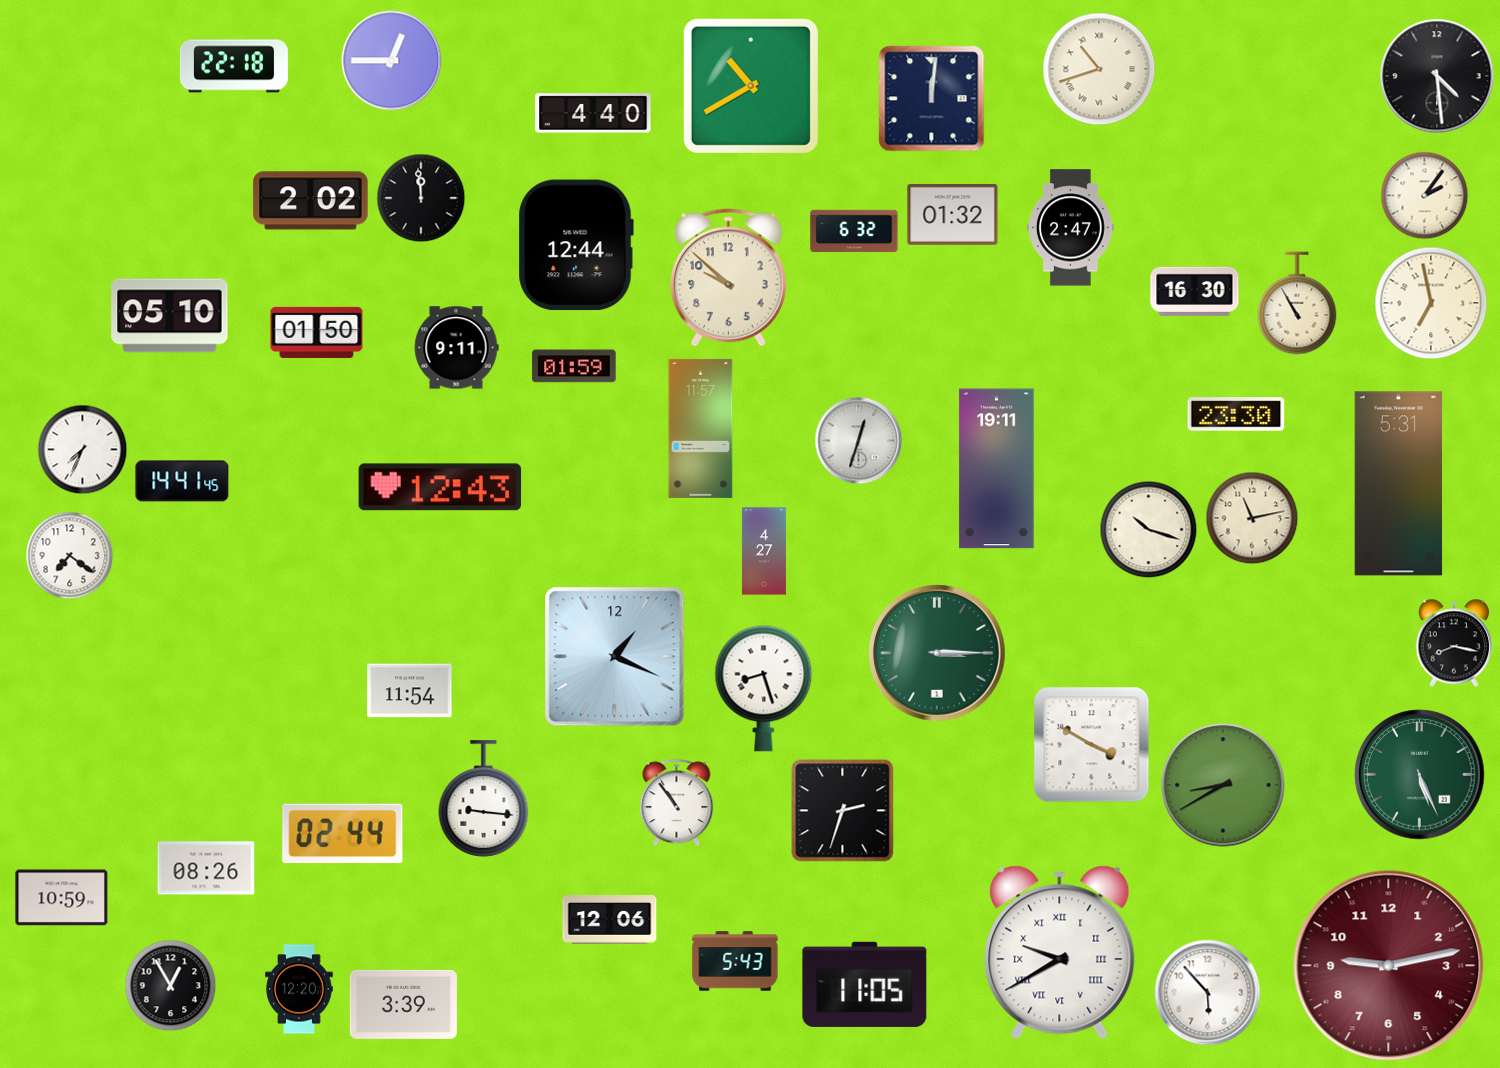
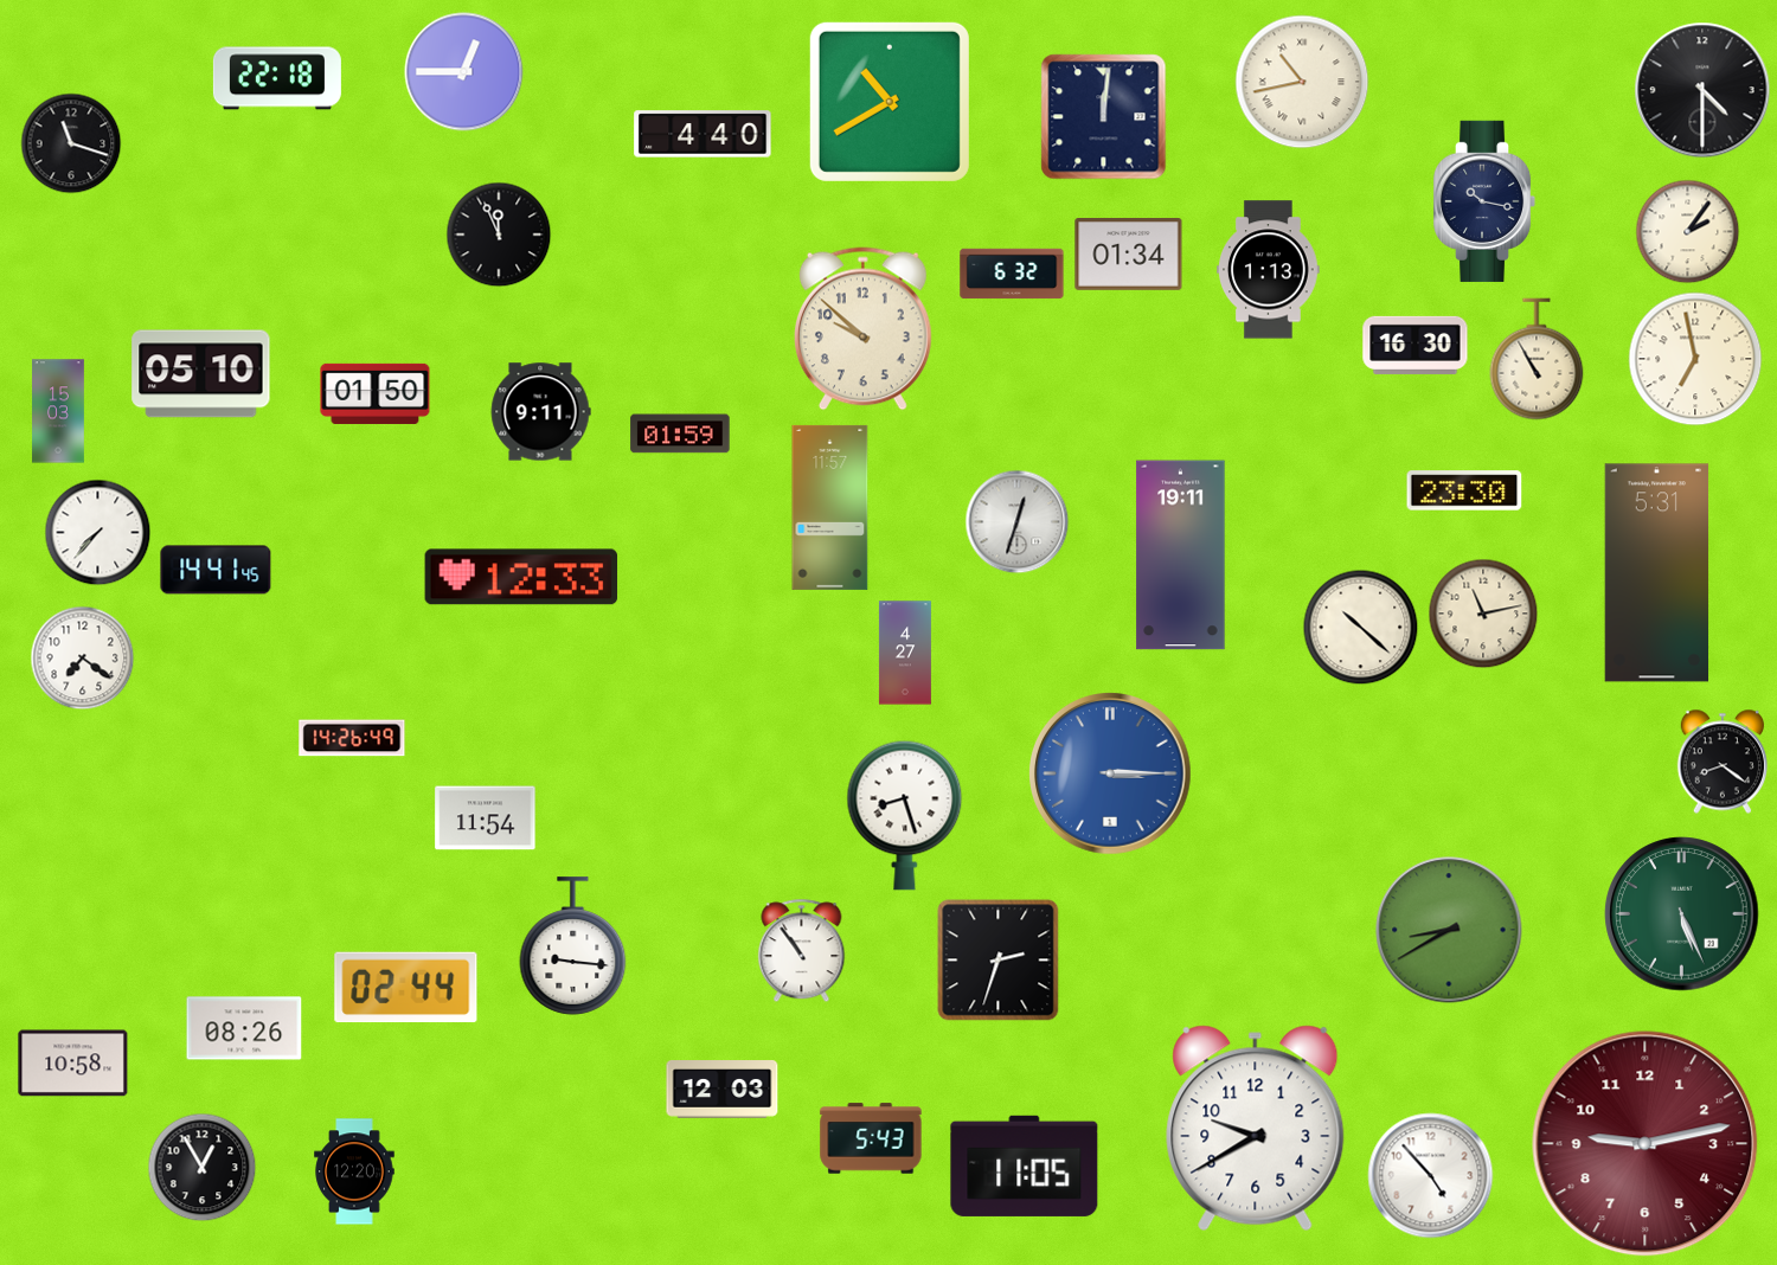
clock at (1099, 69): 10:42 -> 10:43
clock at (1437, 76): 4:29 -> 4:30
clock at (71, 143): none -> 11:18
clock at (1484, 201): none -> 10:17
clock at (421, 198): 11:59 -> 11:56
clock at (311, 201): 2:02 -> none
clock at (953, 215): 01:32 -> 01:34
clock at (1071, 228): 2:47 -> 1:13
clock at (576, 245): 12:44 -> none
clock at (58, 411): none -> 15:03
clock at (83, 450): 7:34 -> 7:37
clock at (440, 487): 12:43 -> 12:33
clock at (1149, 530): 10:18 -> 10:22
clock at (352, 738): none -> 14:26
clock at (1453, 643): 8:17 -> 8:21
clock at (938, 654) dial: green -> blue
clock at (615, 657): 1:19 -> none
clock at (1092, 745): 3:50 -> none
clock at (1420, 775) position: (1420, 775) -> (1682, 914)
clock at (62, 898): 10:59 -> 10:58
clock at (610, 920): 12:06 -> 12:03
clock at (1060, 953) numerals: Roman -> Arabic
clock at (1208, 993): 5:53 -> 4:53
clock at (403, 1004): 3:39 -> none
